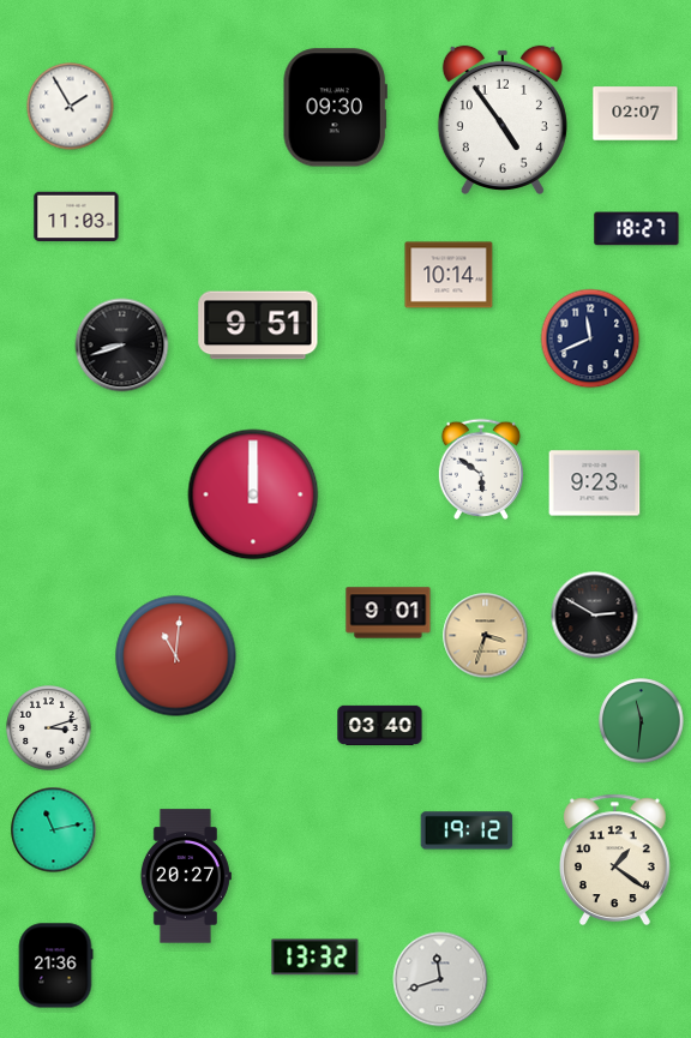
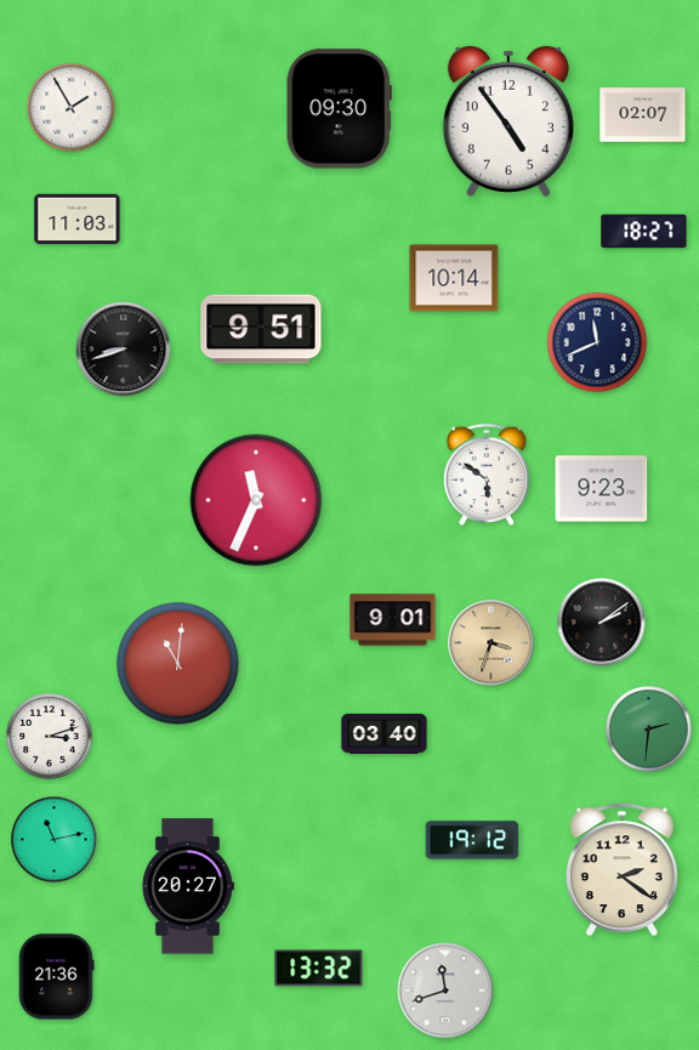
clock at (253, 494): 12:00 -> 11:34
clock at (595, 616): 2:50 -> 2:09
clock at (642, 721): 11:31 -> 2:31
clock at (614, 860): 1:21 -> 2:21
